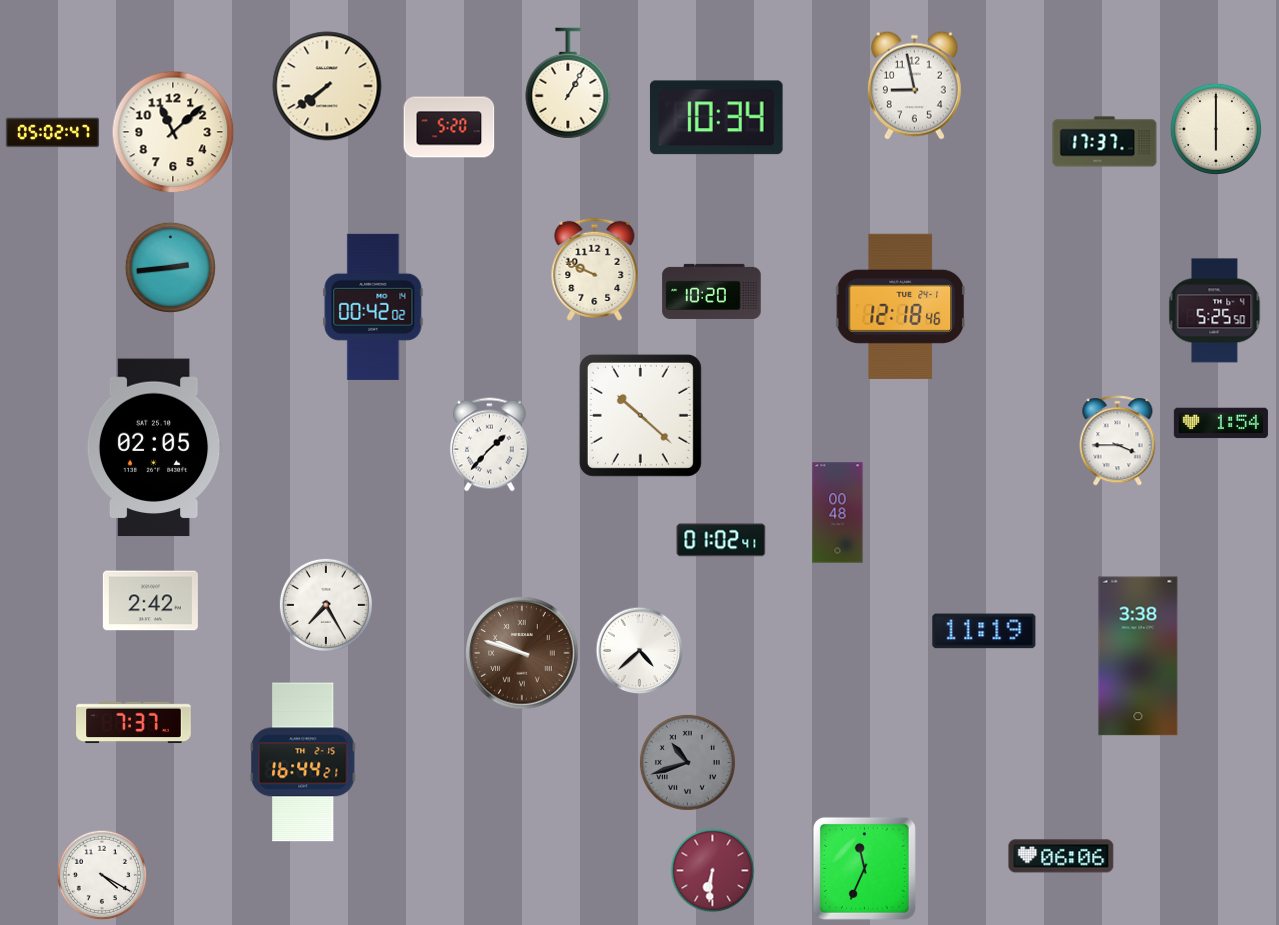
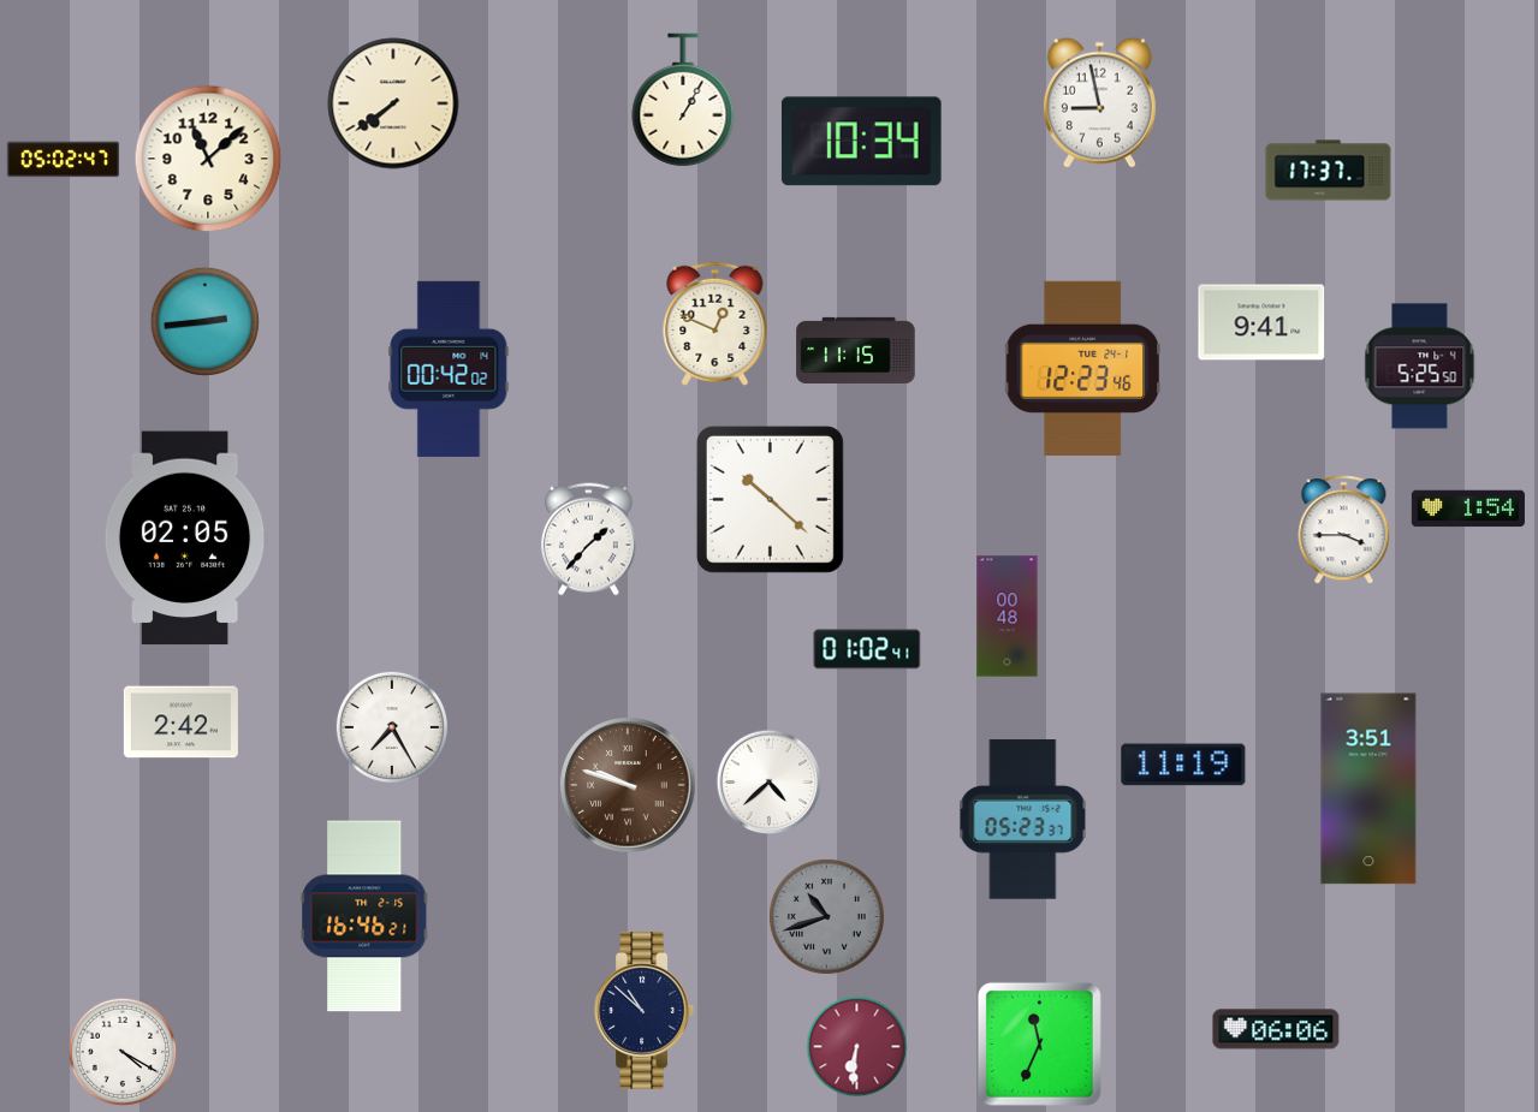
clock at (449, 127): 5:20 -> none
clock at (1215, 128): 6:00 -> none
clock at (1261, 322): none -> 9:41
clock at (595, 269): 9:49 -> 12:49
clock at (712, 291): 10:20 -> 11:15
clock at (900, 306): 12:18 -> 12:23
clock at (1215, 311) position: (1215, 311) -> (1420, 367)
clock at (489, 445) position: (489, 445) -> (588, 540)
clock at (984, 631) position: (984, 631) -> (1183, 765)
clock at (1138, 656): 3:38 -> 3:51
clock at (1023, 820): none -> 05:23
clock at (134, 723): 7:37 -> none
clock at (303, 762): 16:44 -> 16:46
clock at (645, 1010): none -> 10:52
